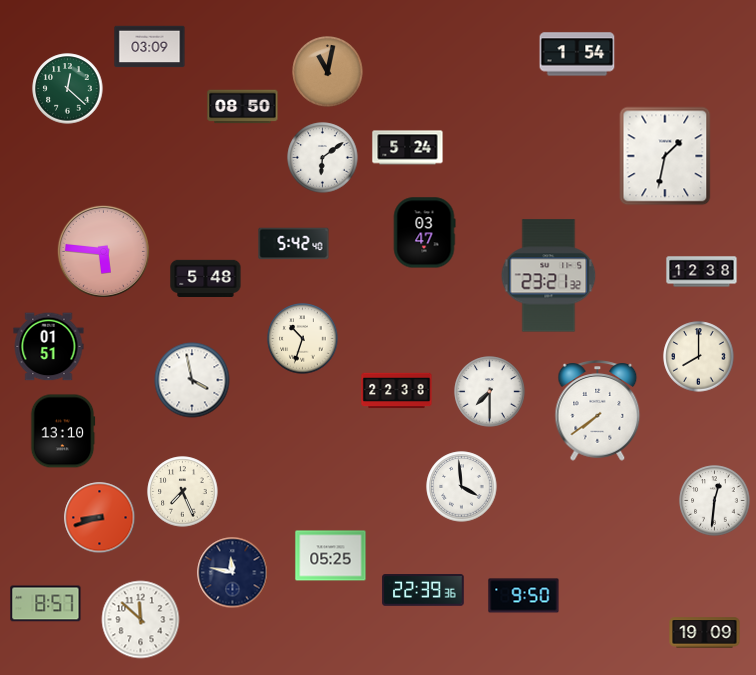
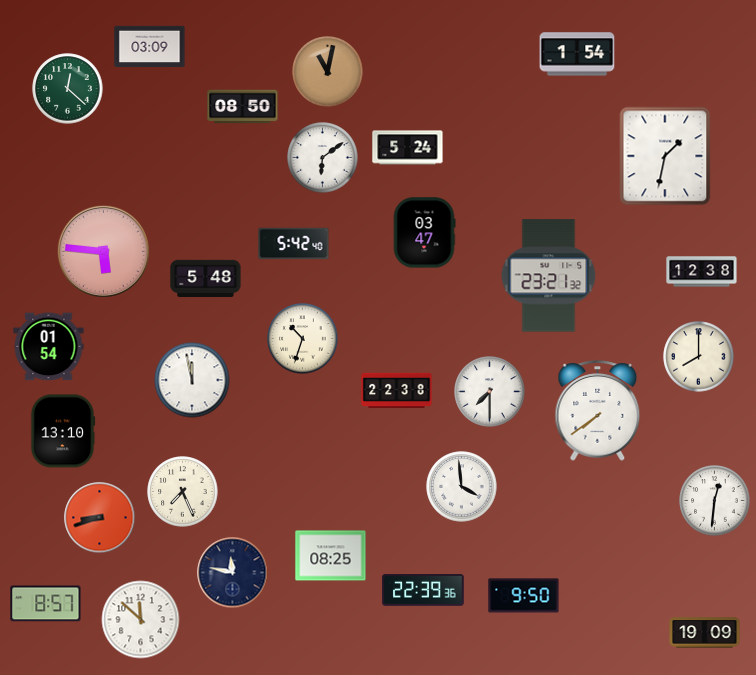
clock at (49, 347): 01:51 -> 01:54
clock at (192, 380): 3:58 -> 11:58
clock at (331, 556): 05:25 -> 08:25
